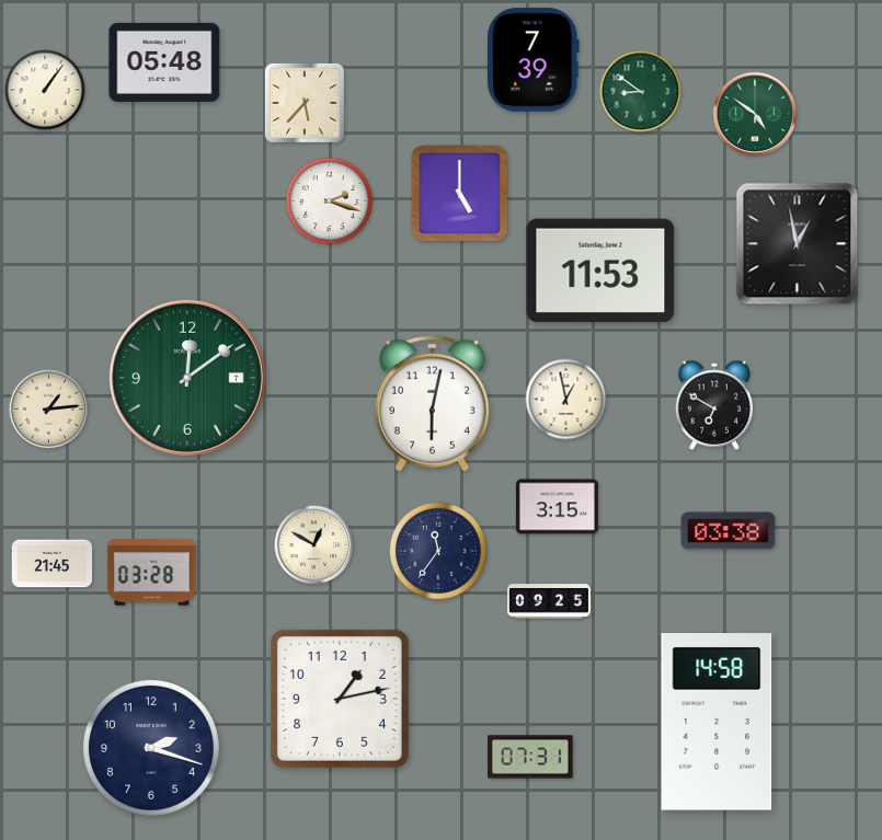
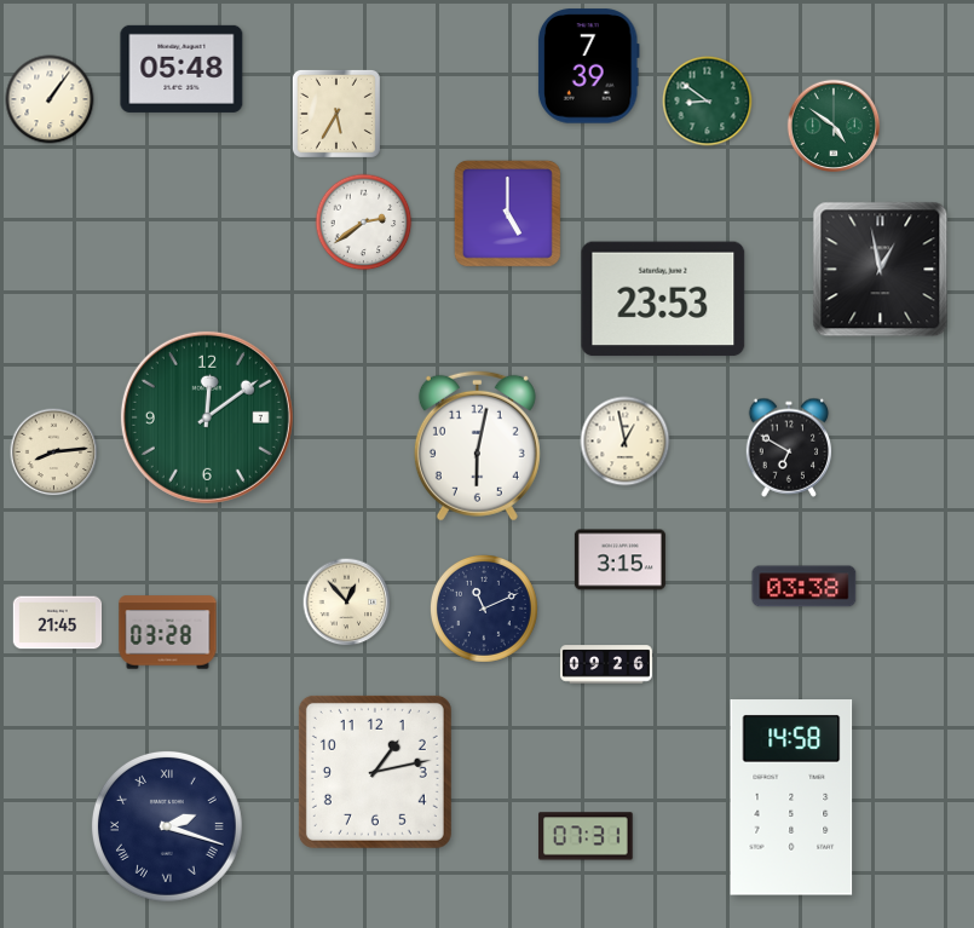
clock at (305, 103): 5:37 -> 5:35
clock at (330, 202): 2:18 -> 2:39
clock at (600, 271): 11:53 -> 23:53
clock at (49, 410): 1:14 -> 8:14
clock at (557, 507) position: (557, 507) -> (619, 560)
clock at (314, 545): 12:50 -> 12:53
clock at (438, 551): 11:36 -> 11:11
clock at (550, 601): 09:25 -> 09:26
clock at (151, 748) numerals: Arabic -> Roman
